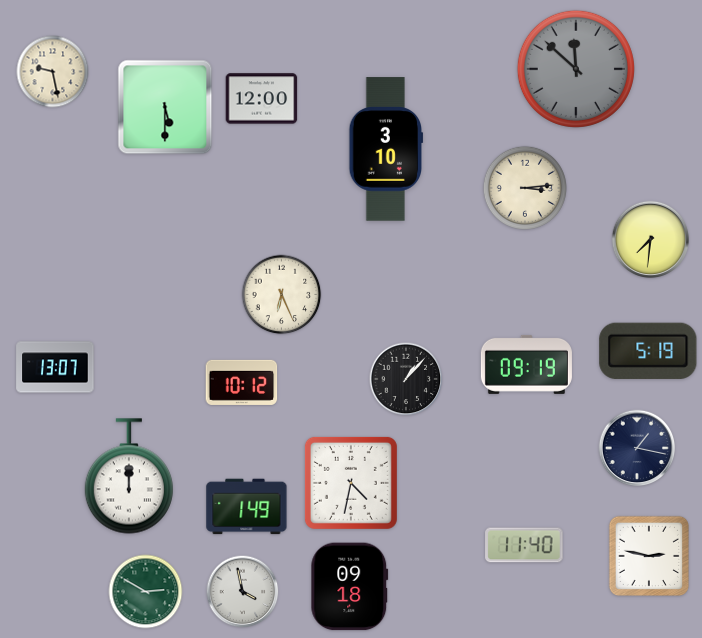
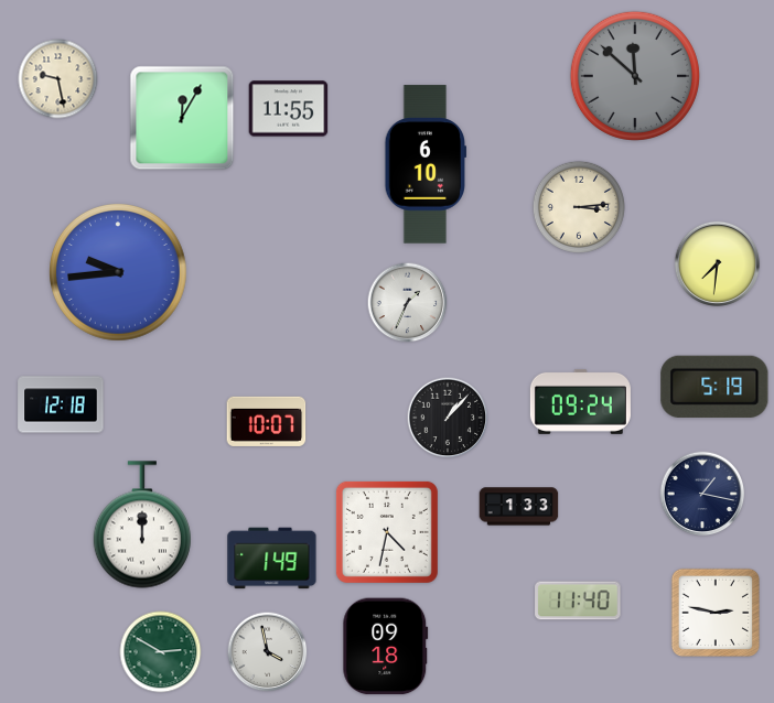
clock at (262, 99): 12:00 -> 11:55
clock at (165, 107): 5:30 -> 12:05
clock at (386, 149): 3:10 -> 6:10
clock at (119, 273): none -> 9:44
clock at (408, 303): none -> 1:34
clock at (282, 295): 6:26 -> none
clock at (526, 364): 09:19 -> 09:24
clock at (55, 367): 13:07 -> 12:18
clock at (242, 382): 10:12 -> 10:07
clock at (519, 507): none -> 1:33
